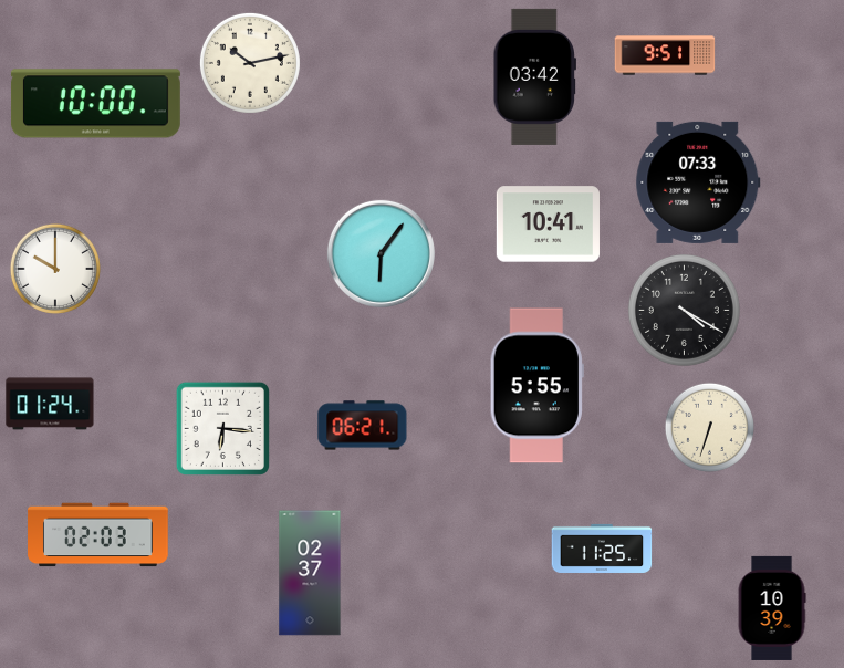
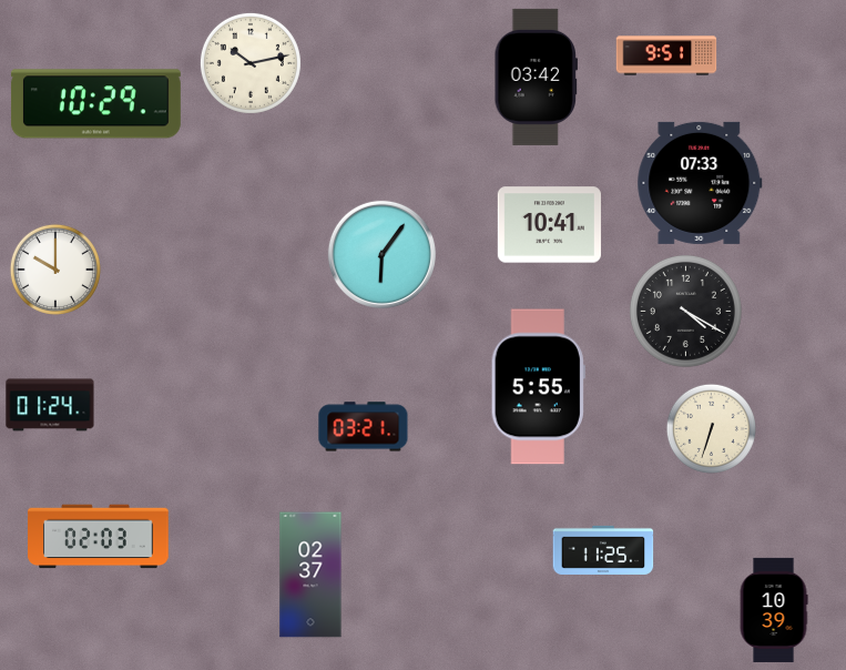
clock at (95, 104): 10:00 -> 10:29
clock at (363, 426): 06:21 -> 03:21
clock at (222, 428): 6:16 -> none
